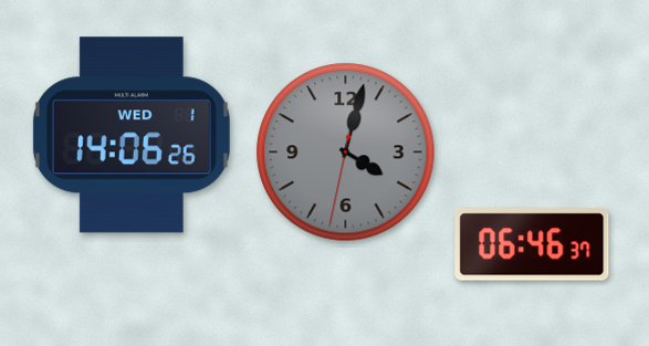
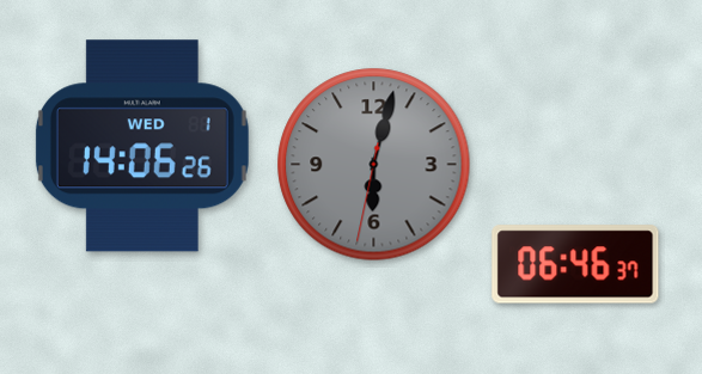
clock at (346, 153): 4:02 -> 6:02
